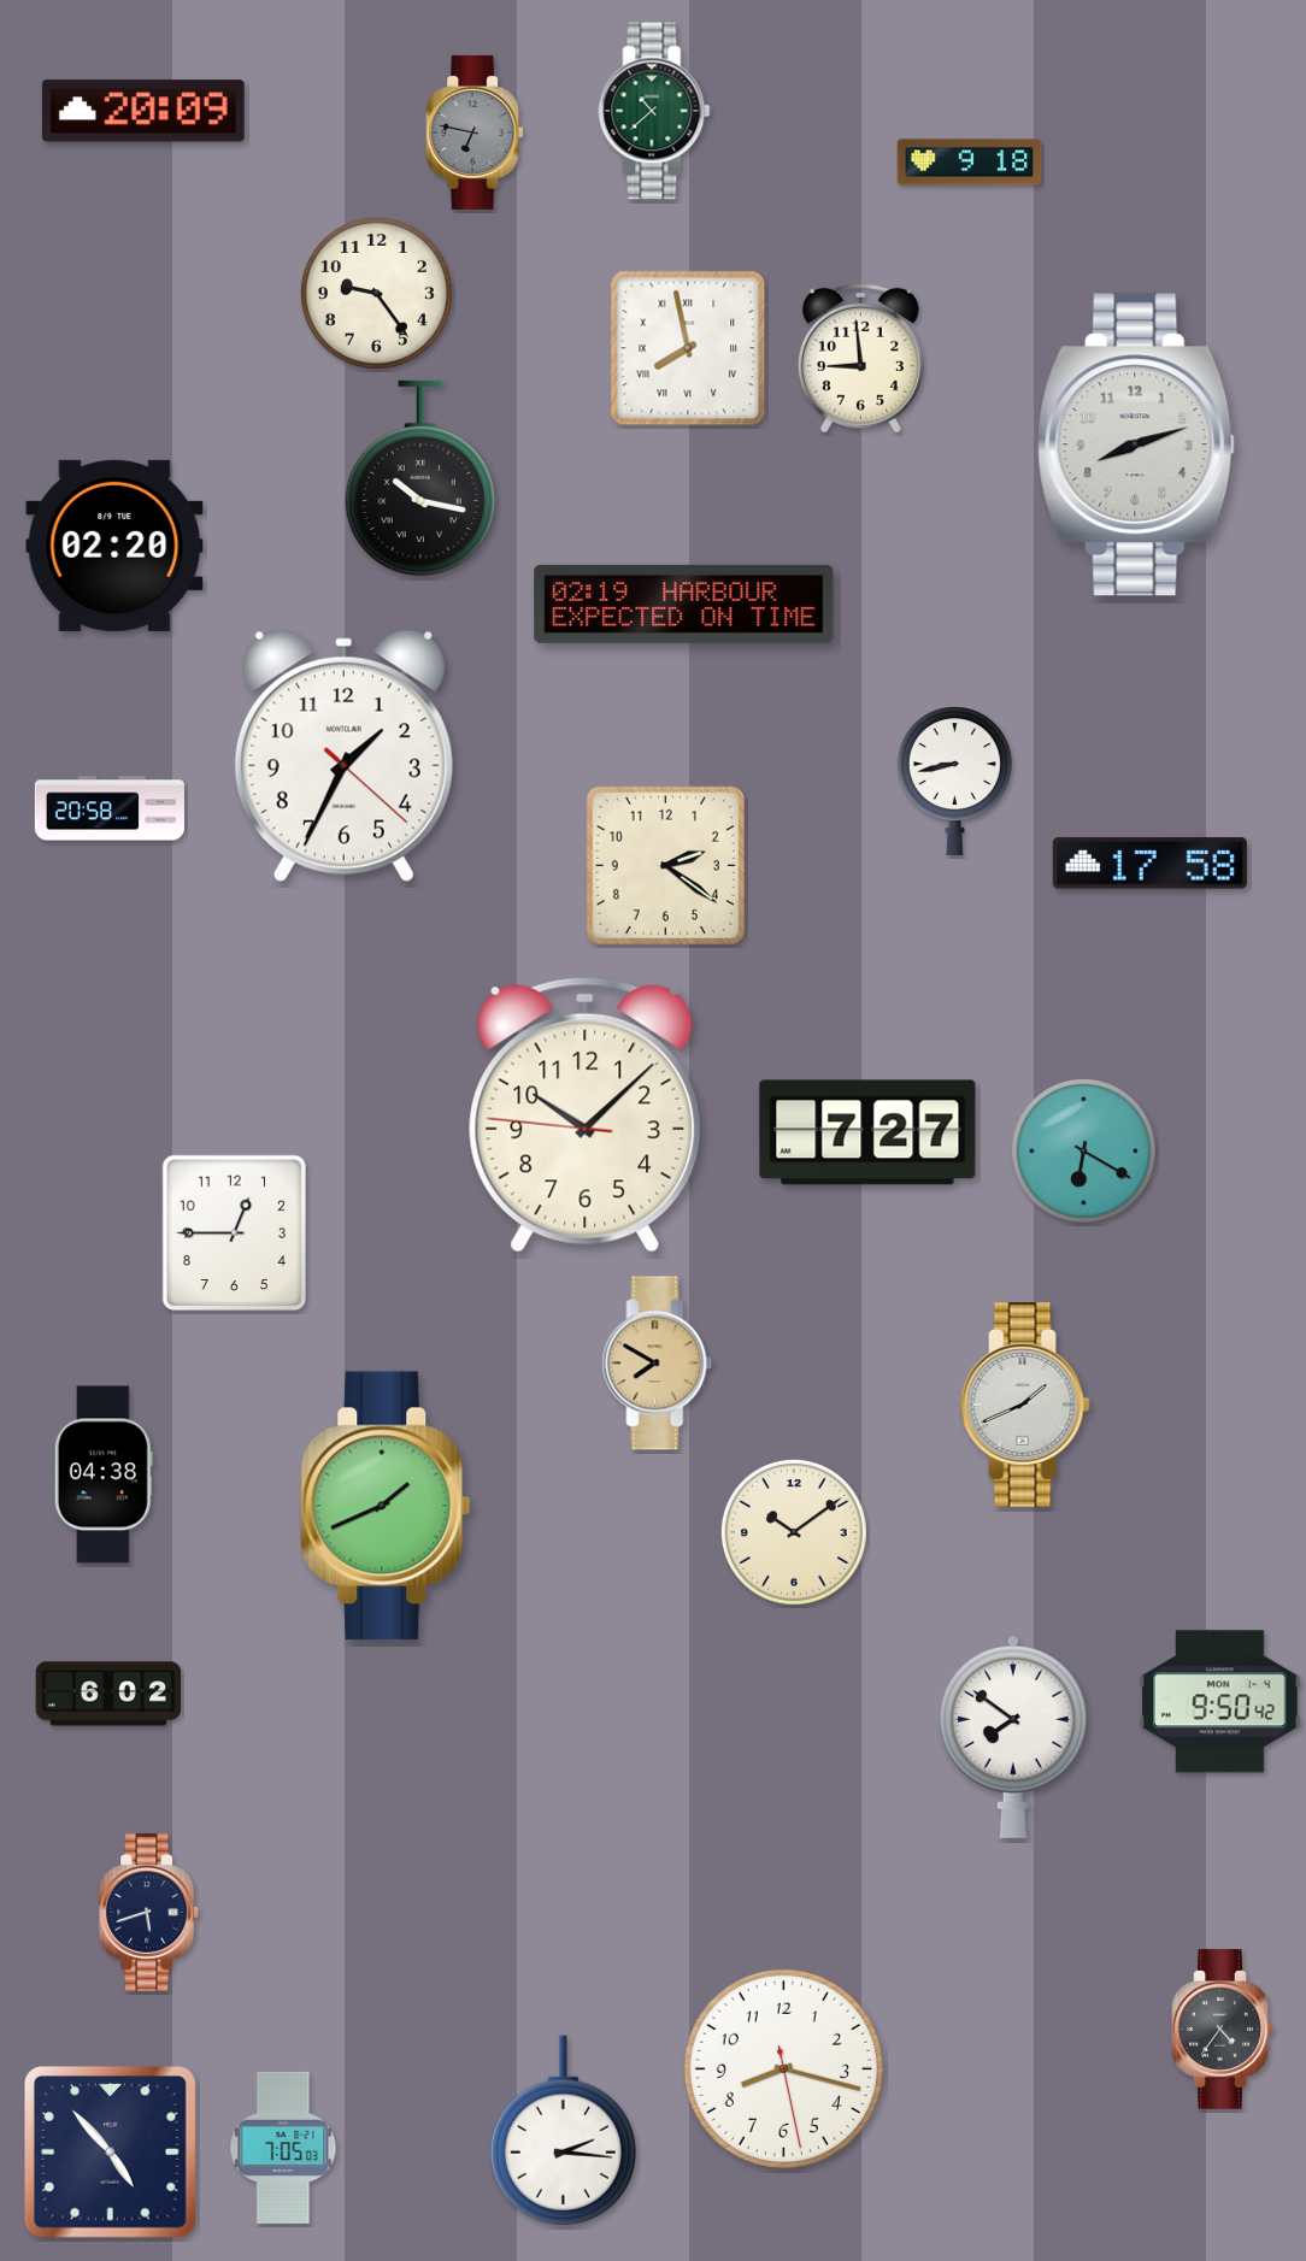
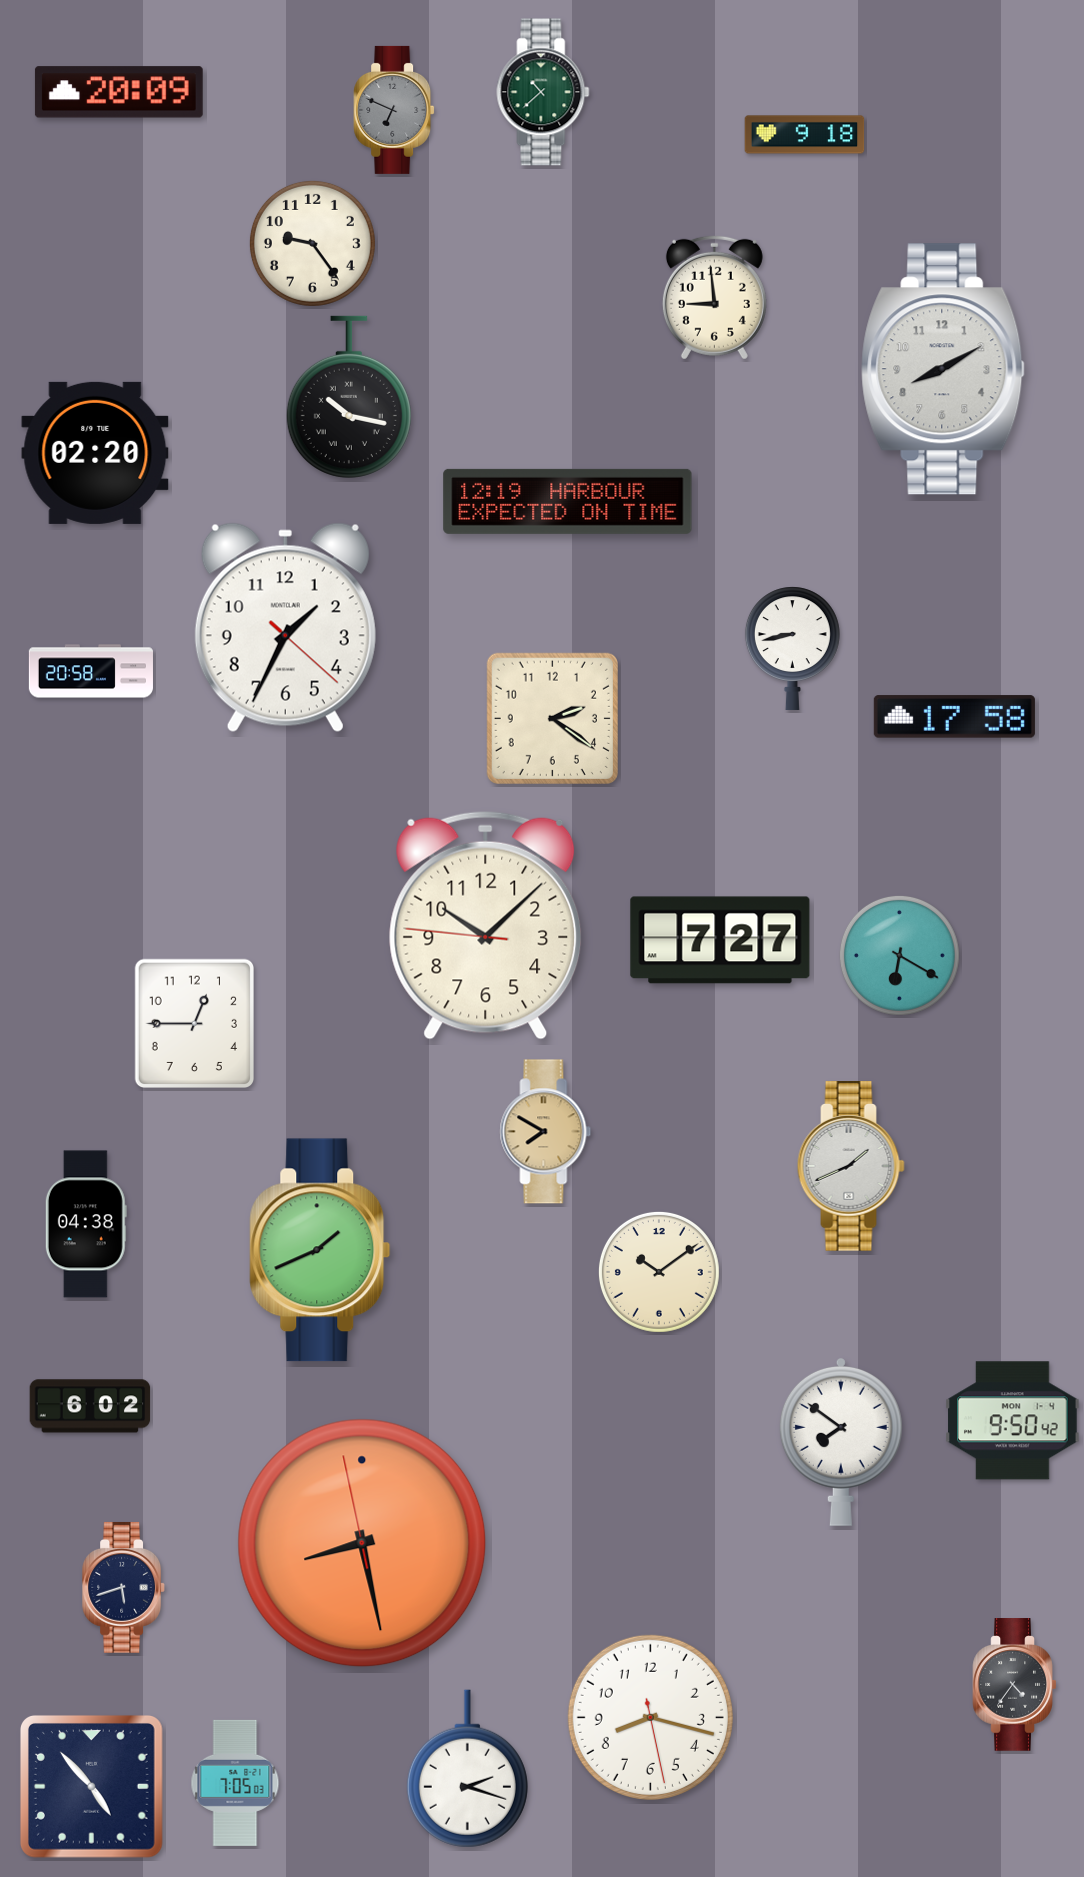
clock at (475, 133): 6:47 -> 6:49
clock at (688, 348): 7:58 -> none
clock at (1136, 444): 8:12 -> 8:10
clock at (684, 603): 02:19 -> 12:19
clock at (1220, 1702) position: (1220, 1702) -> (1013, 1421)
clock at (362, 1543): none -> 8:27
clock at (563, 2131): 2:16 -> 2:18
